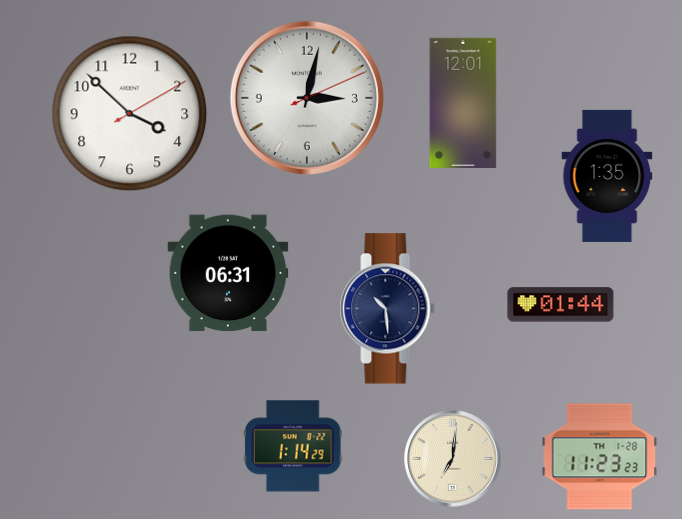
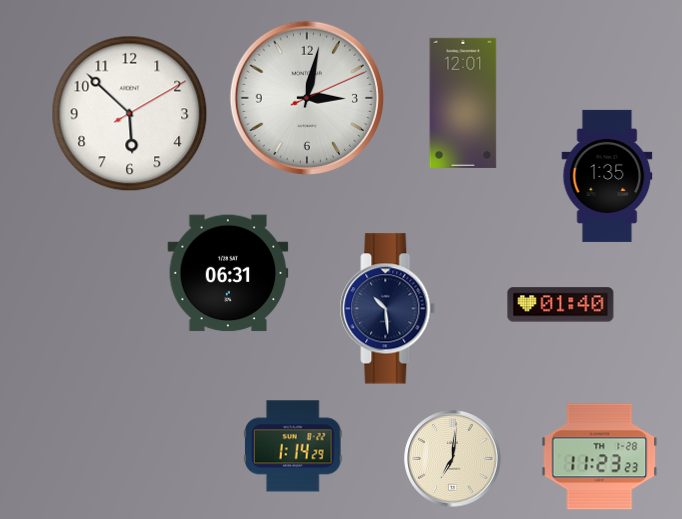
clock at (130, 114): 3:52 -> 5:52
clock at (561, 305): 01:44 -> 01:40
